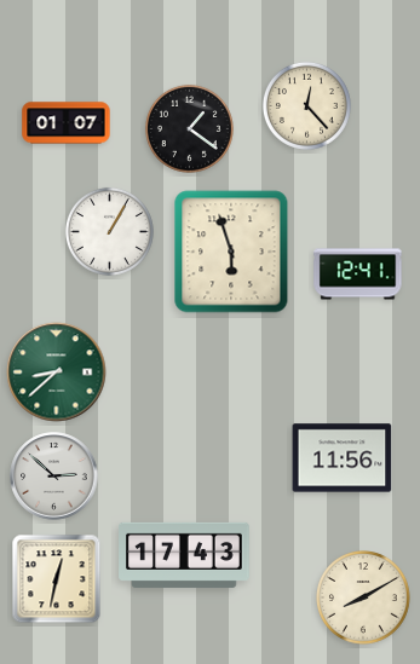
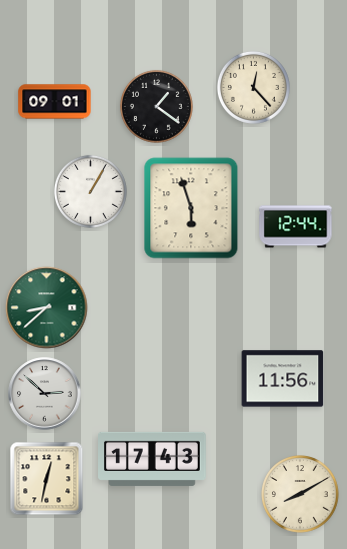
clock at (67, 123): 01:07 -> 09:01
clock at (358, 275): 12:41 -> 12:44
